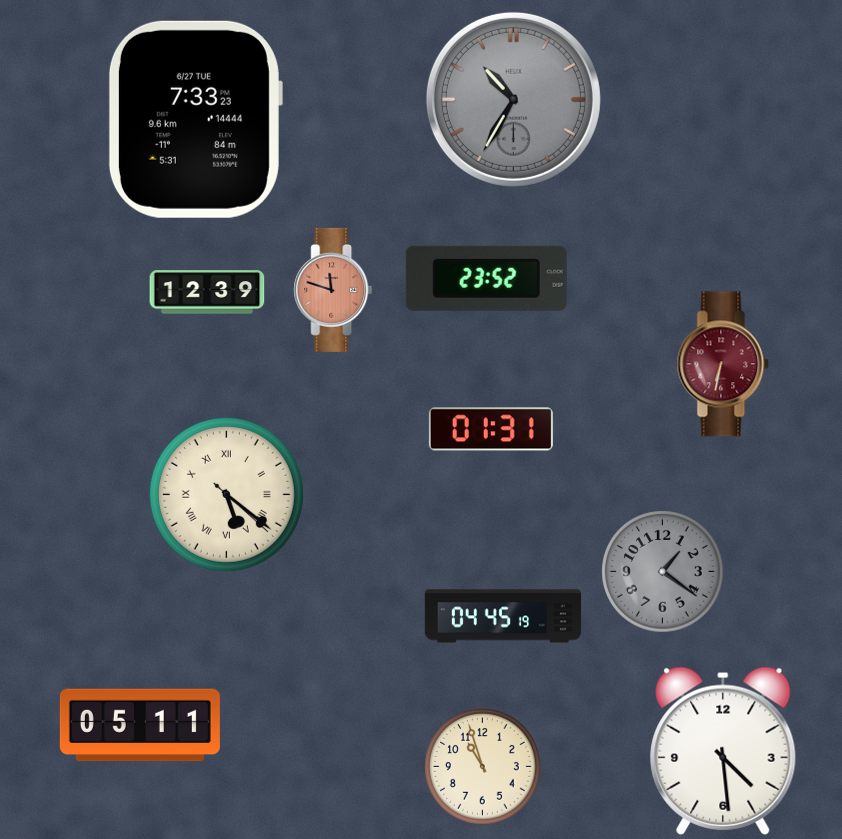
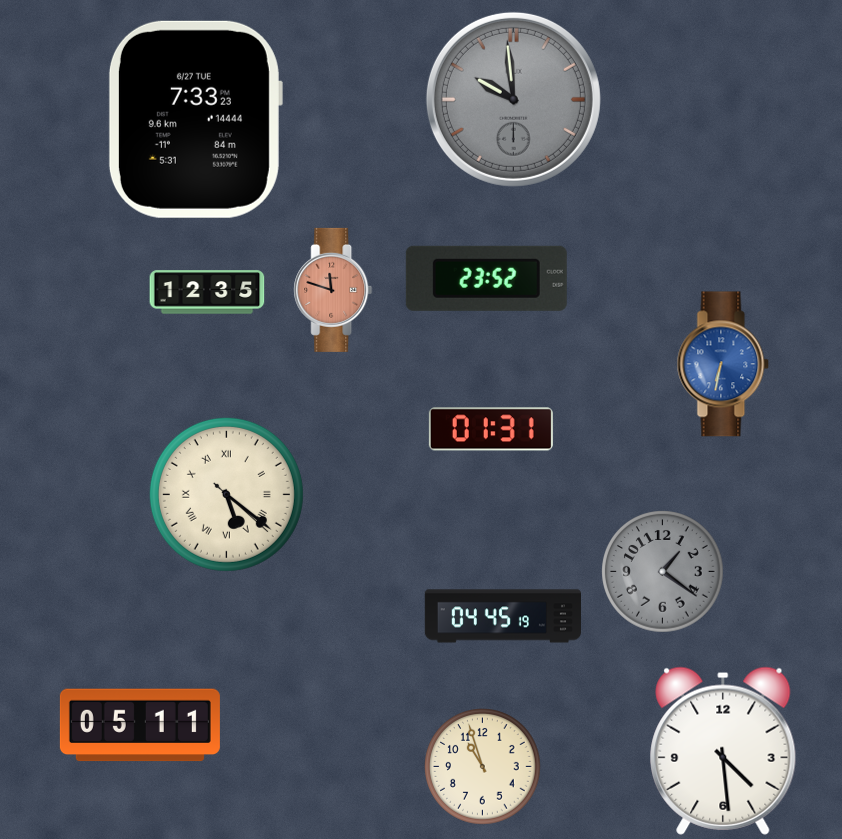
clock at (513, 99): 10:35 -> 9:59
clock at (207, 292): 12:39 -> 12:35
clock at (723, 364) dial: burgundy -> blue
